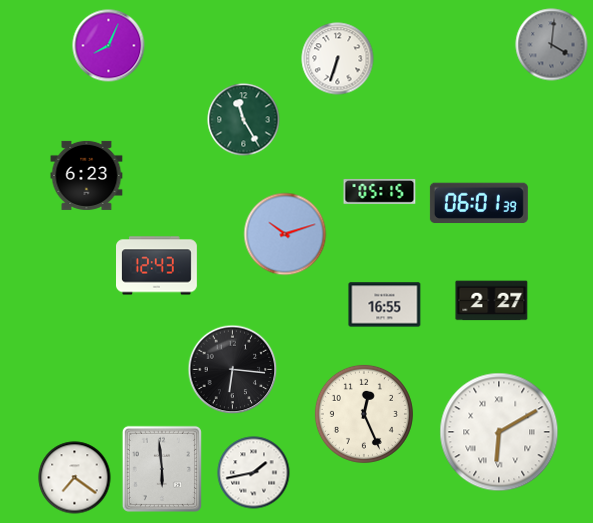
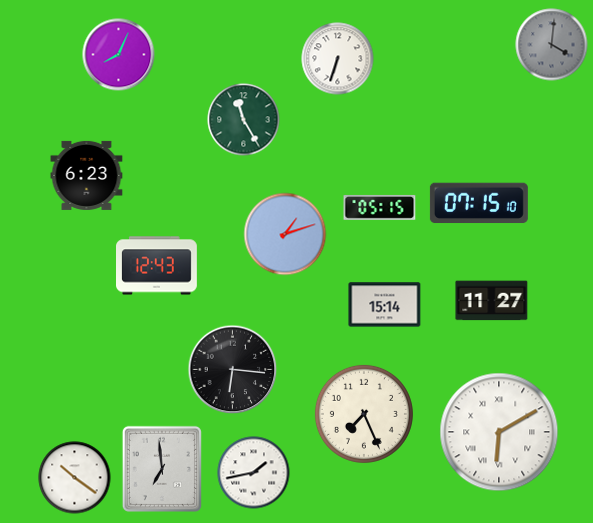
clock at (109, 46) position: (109, 46) -> (119, 55)
clock at (380, 191) position: (380, 191) -> (380, 207)
clock at (479, 203): 06:01 -> 07:15
clock at (285, 234): 10:12 -> 1:12
clock at (492, 301): 2:27 -> 11:27
clock at (385, 305): 16:55 -> 15:14
clock at (364, 414): 12:26 -> 7:26
clock at (162, 469): 5:59 -> 6:59
clock at (75, 478): 7:21 -> 10:21
